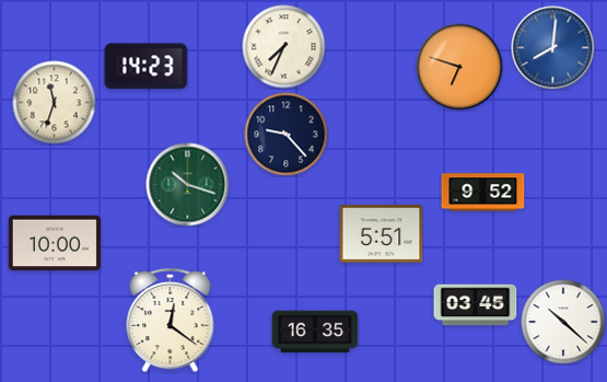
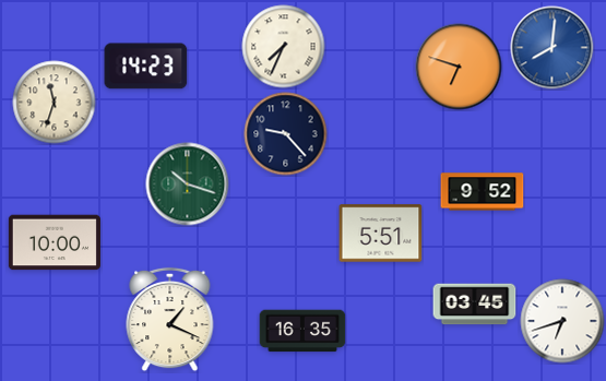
clock at (171, 321): 12:21 -> 1:19
clock at (563, 322): 10:22 -> 6:42
clock at (315, 332) position: (315, 332) -> (302, 331)
